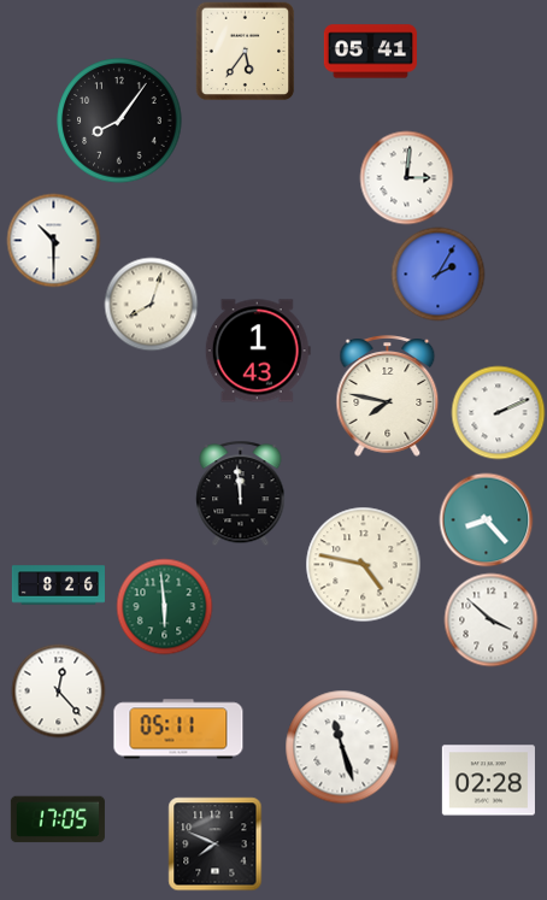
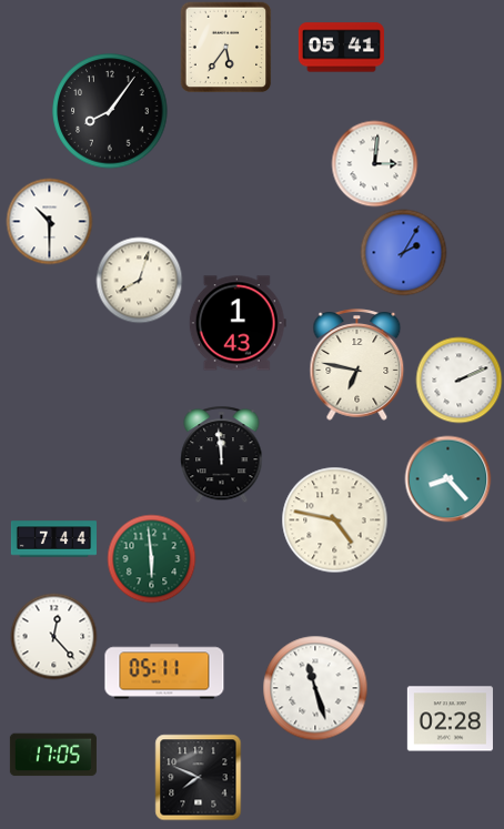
clock at (388, 396): 7:47 -> 6:47
clock at (58, 586): 8:26 -> 7:44
clock at (490, 619): 3:52 -> none
